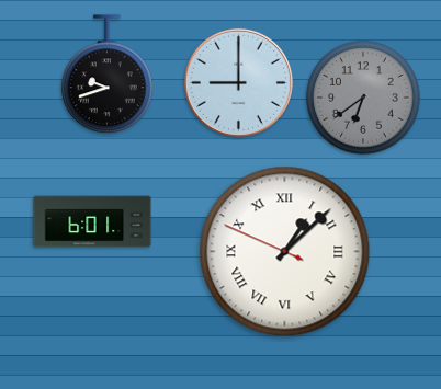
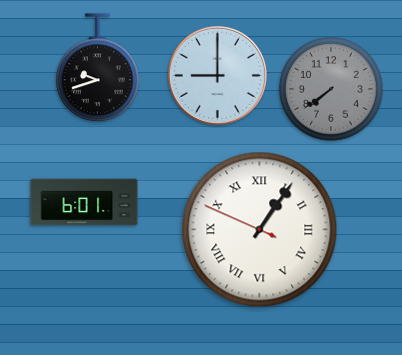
clock at (363, 98): 6:39 -> 7:39
clock at (285, 252): 1:07 -> 1:05
